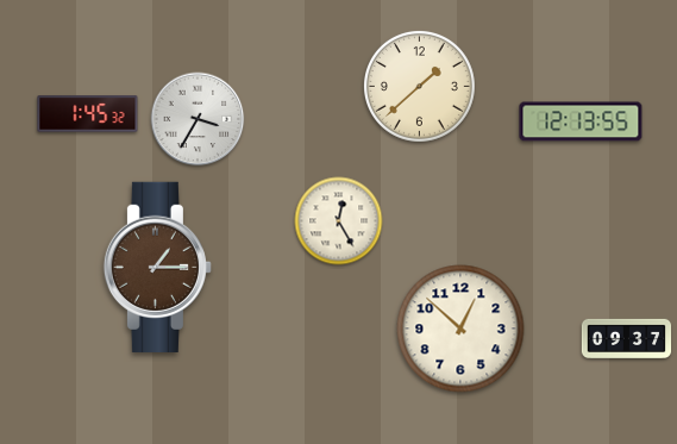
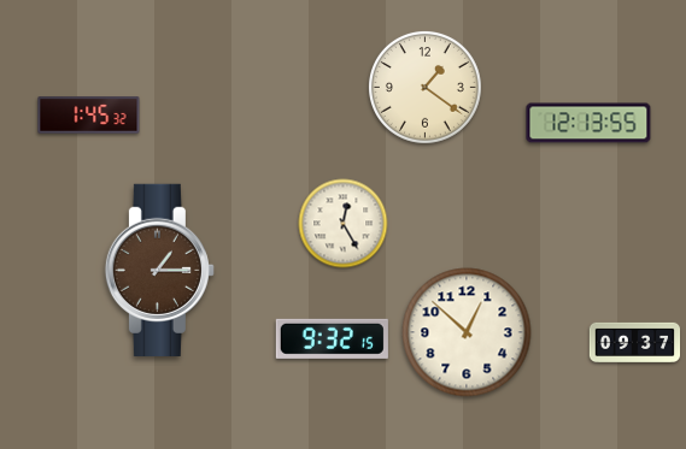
clock at (419, 86): 1:38 -> 1:21
clock at (198, 119): 3:35 -> none
clock at (332, 338): none -> 9:32
